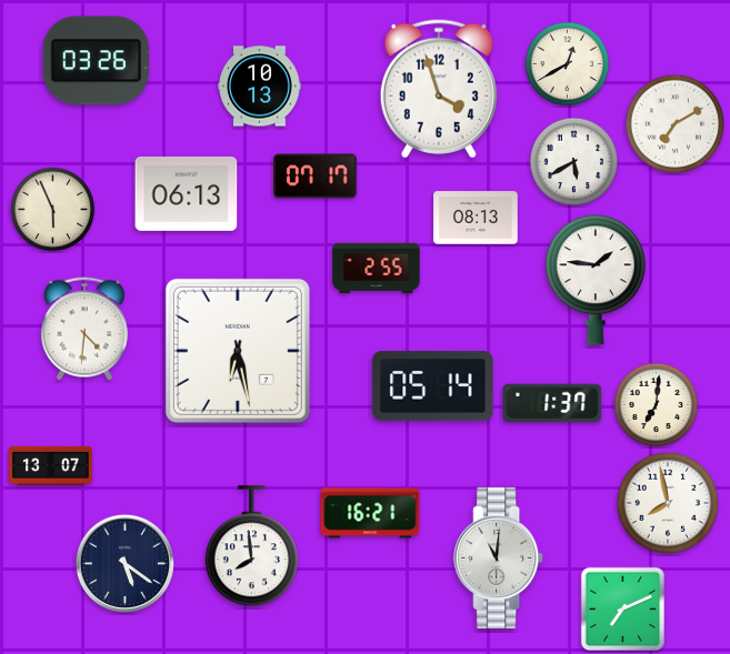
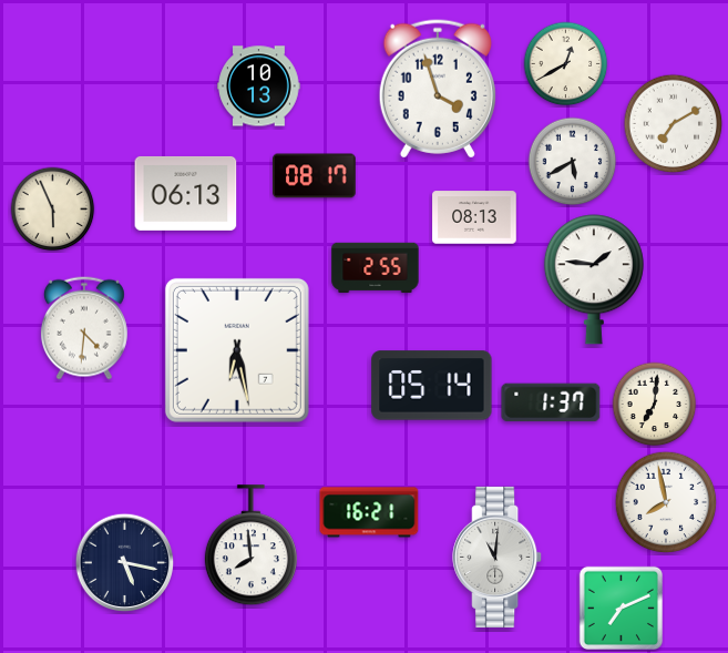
clock at (96, 61): 03:26 -> none
clock at (316, 177): 07:17 -> 08:17
clock at (51, 465): 13:07 -> none
clock at (126, 564): 5:21 -> 5:17
